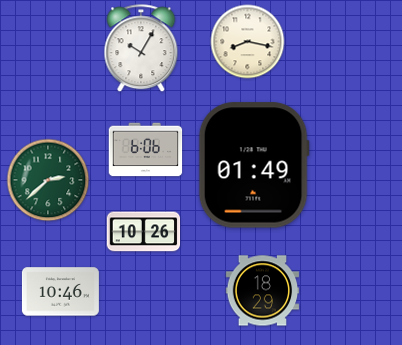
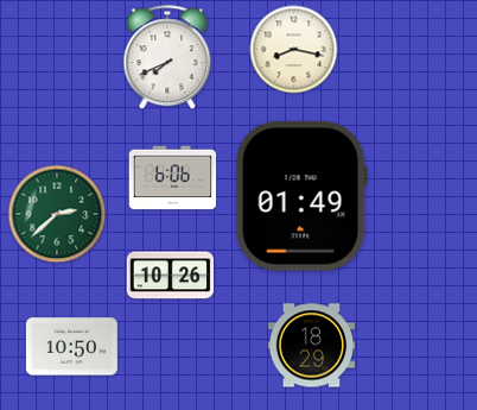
clock at (141, 49): 10:05 -> 7:41
clock at (60, 292): 10:46 -> 10:50
